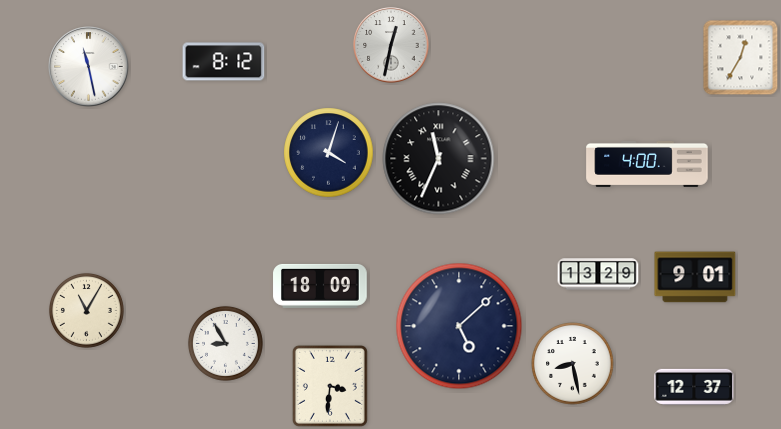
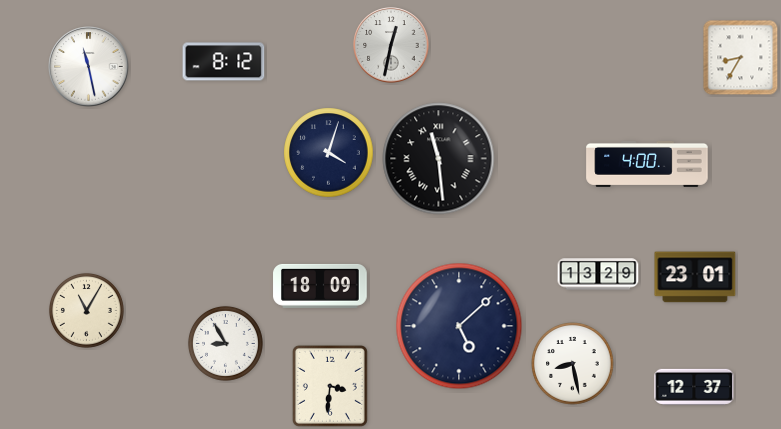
clock at (741, 58): 12:35 -> 8:35
clock at (439, 159): 11:34 -> 11:29
clock at (695, 277): 9:01 -> 23:01
